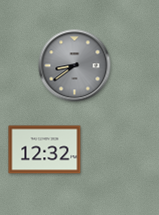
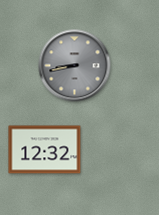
clock at (75, 66): 8:39 -> 8:43
